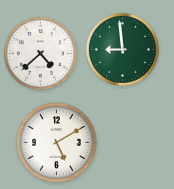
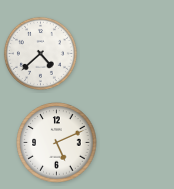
clock at (122, 49): 8:59 -> none
clock at (57, 143): 5:10 -> 5:11
